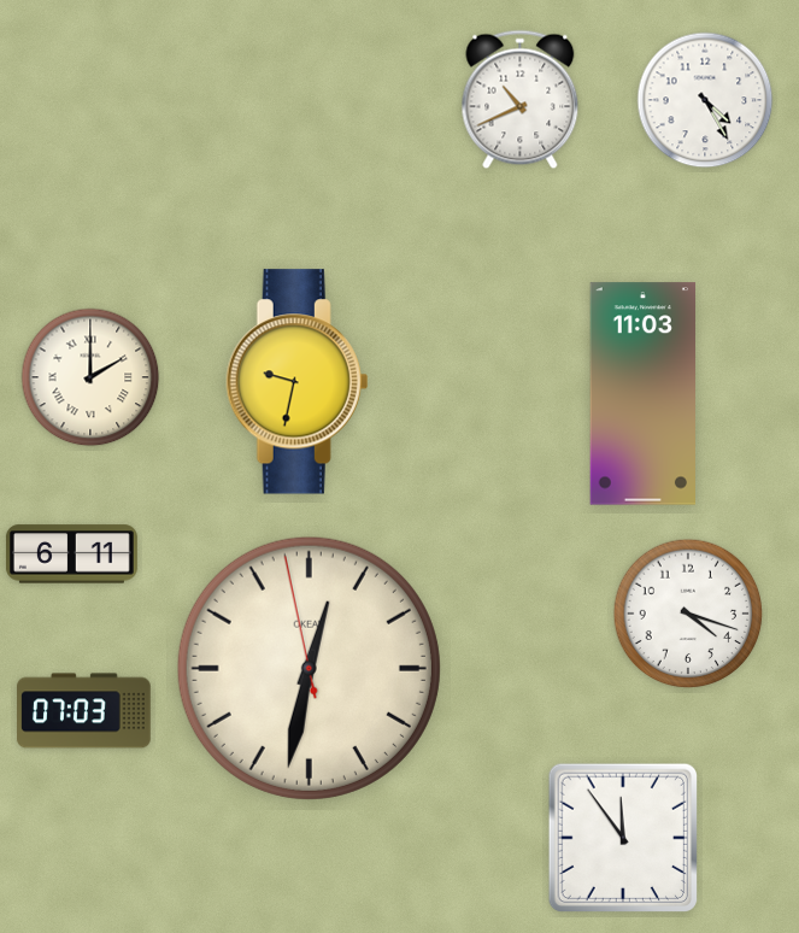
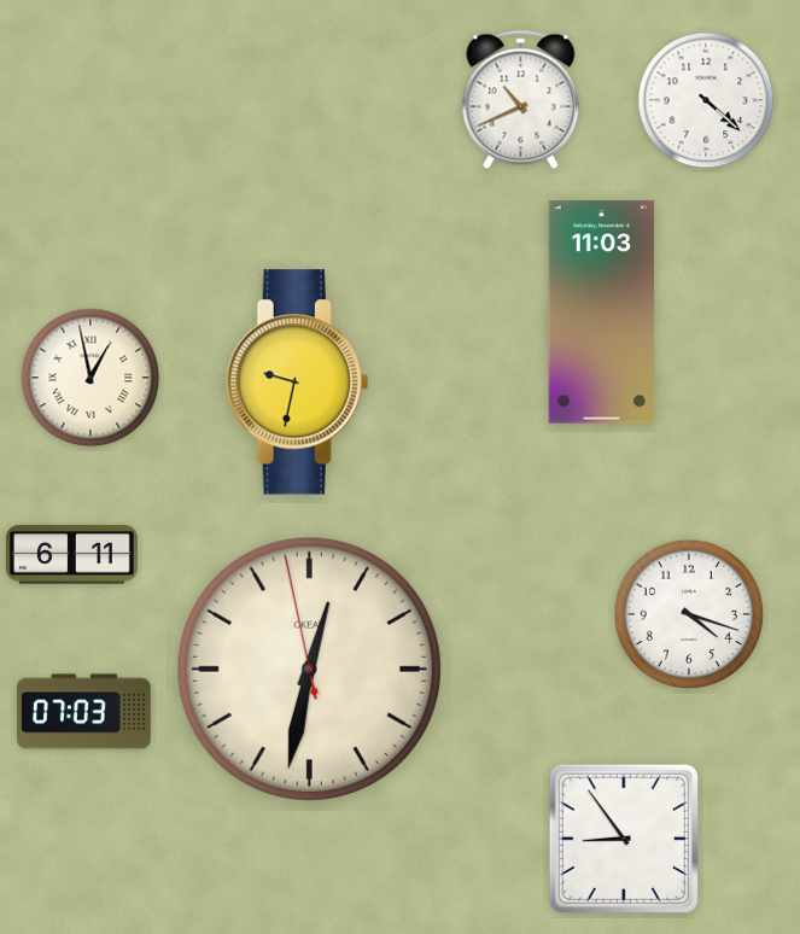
clock at (705, 100): 4:25 -> 4:22
clock at (90, 377): 2:00 -> 12:58
clock at (642, 394) position: (642, 394) -> (601, 313)
clock at (622, 837): 11:54 -> 8:54
